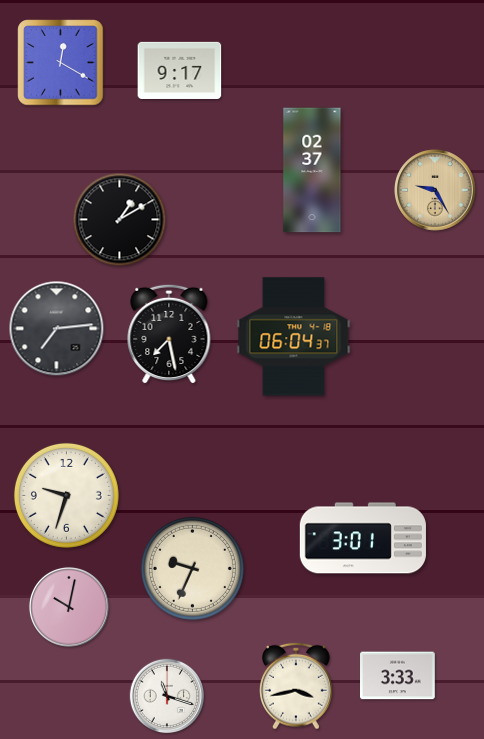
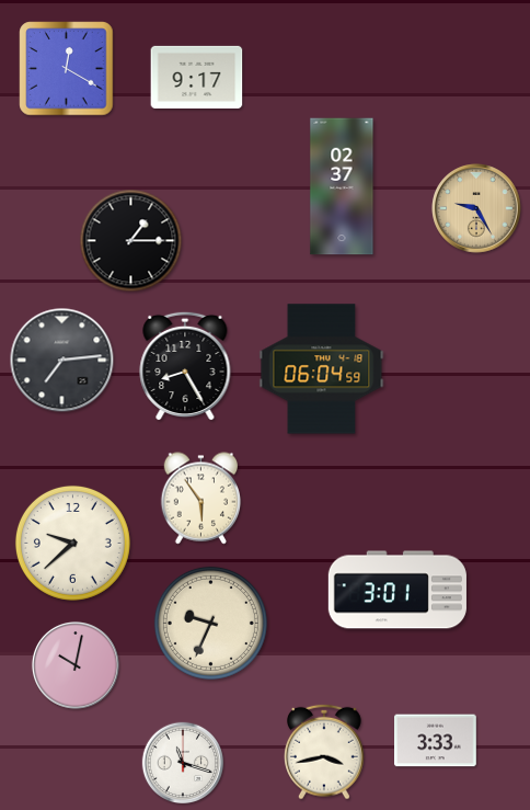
clock at (120, 220): 1:10 -> 1:15
clock at (169, 334): 7:28 -> 8:25
clock at (294, 337): 06:04:37 -> 06:04:59
clock at (201, 499): none -> 5:54
clock at (66, 495): 9:33 -> 9:38
